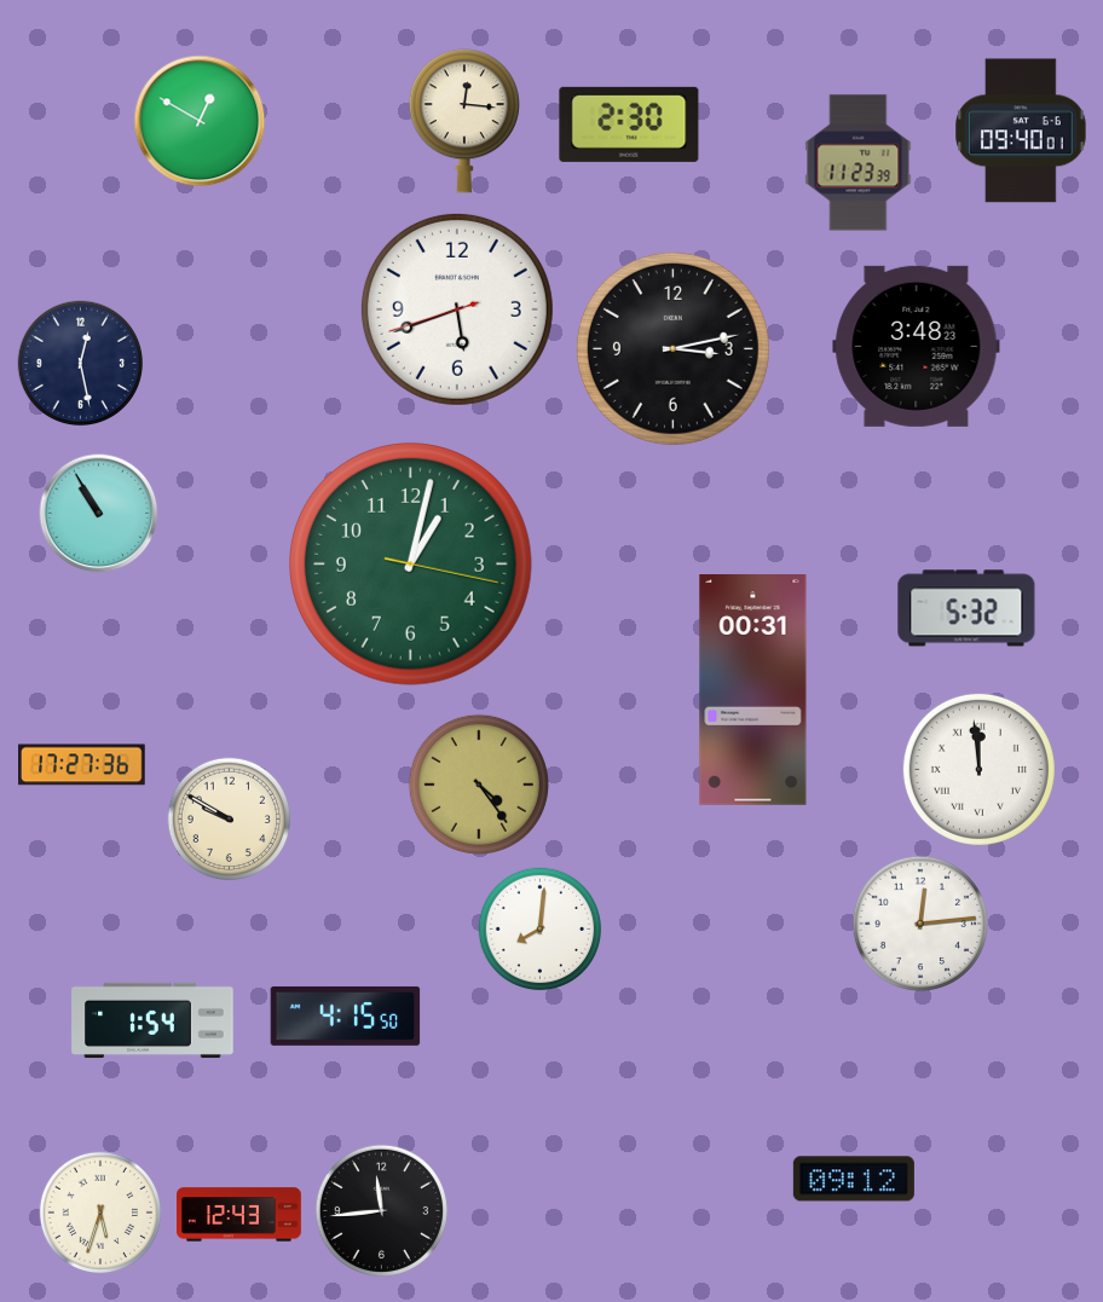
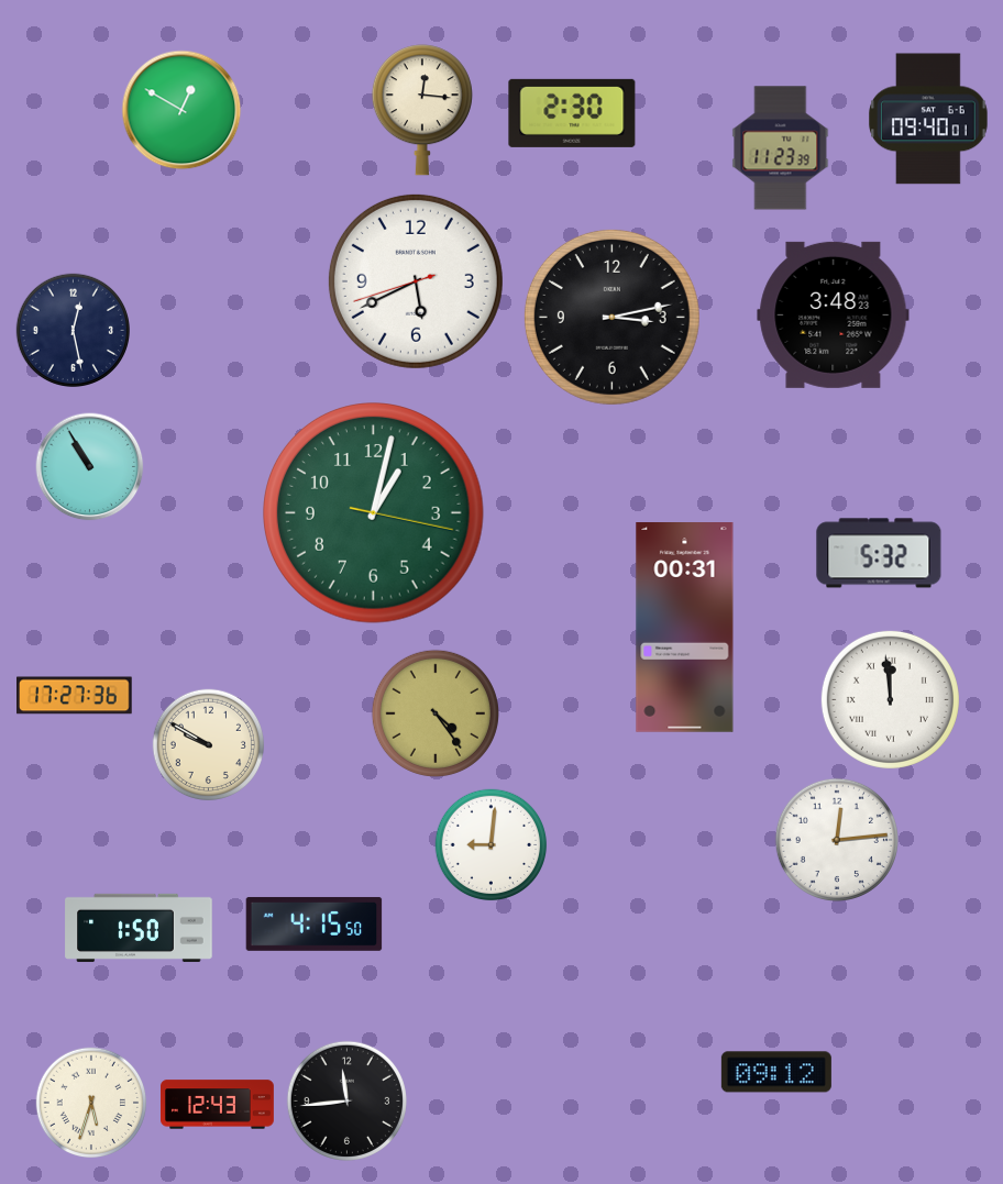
clock at (457, 309): 5:41 -> 5:40
clock at (541, 930): 8:01 -> 9:01
clock at (152, 1020): 1:54 -> 1:50
